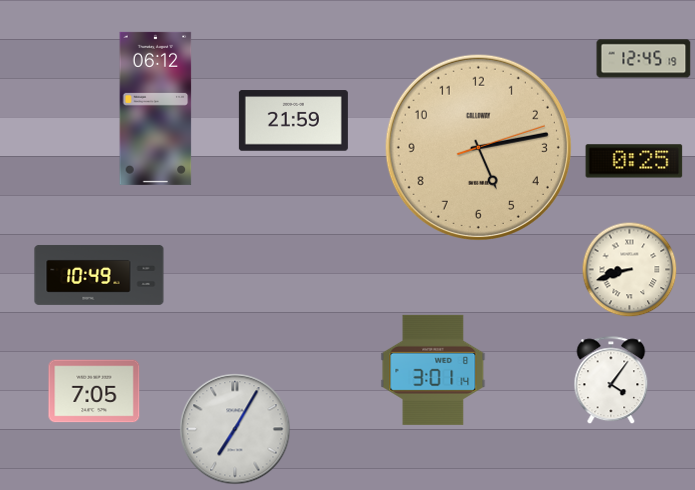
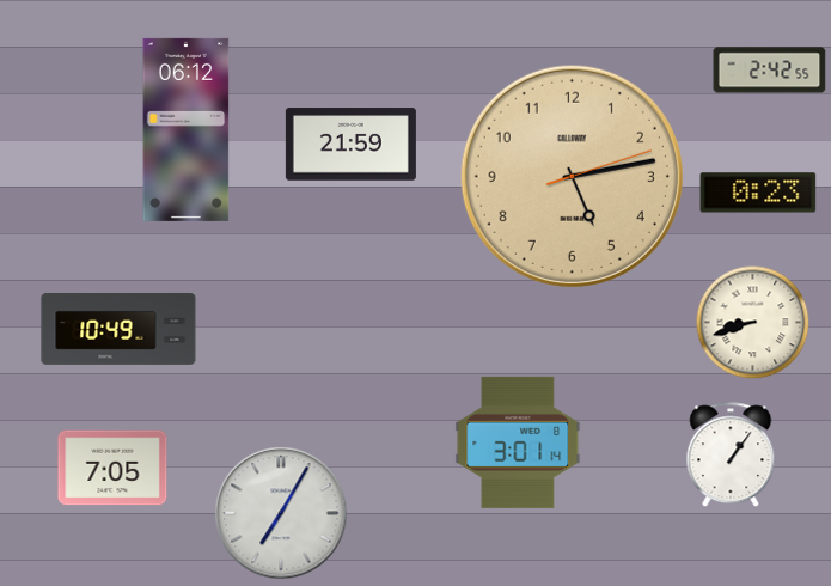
clock at (644, 59): 12:45 -> 2:42
clock at (634, 161): 0:25 -> 0:23
clock at (611, 380): 4:06 -> 1:06
